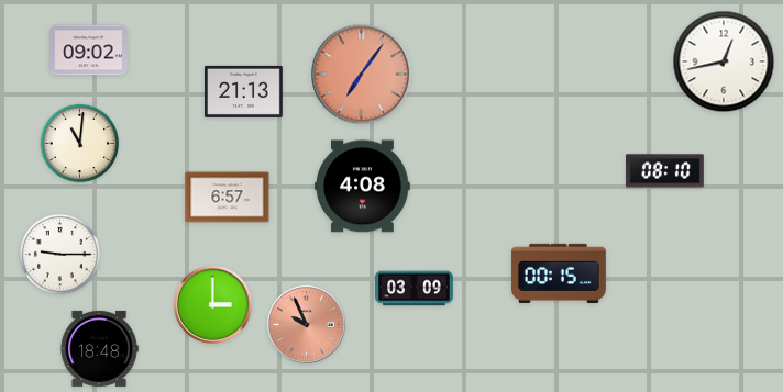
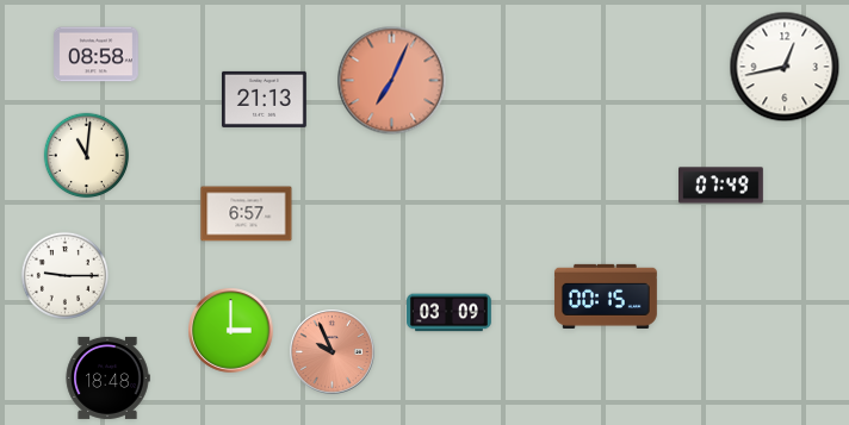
clock at (89, 51): 09:02 -> 08:58
clock at (362, 75): 7:06 -> 7:04
clock at (665, 171): 08:10 -> 07:49
clock at (363, 187): 4:08 -> none
